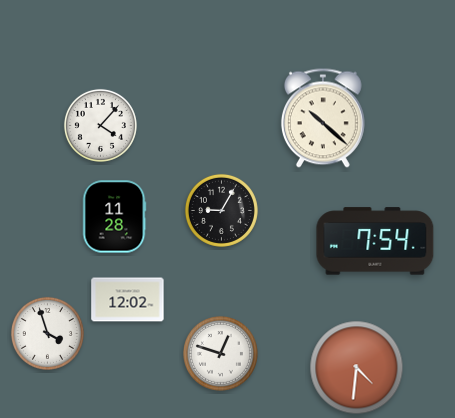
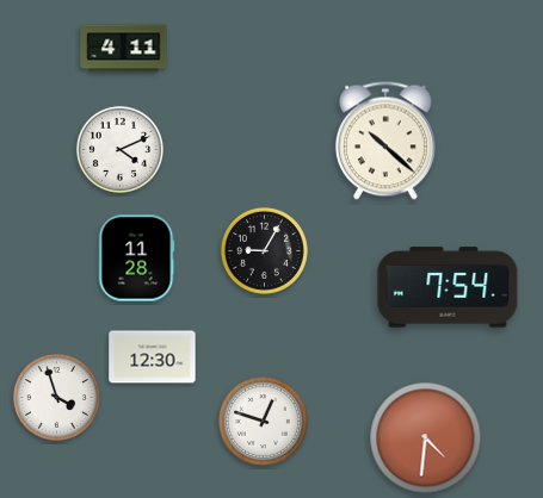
clock at (124, 49): none -> 4:11
clock at (100, 125): 4:07 -> 4:11
clock at (128, 300): 12:02 -> 12:30
